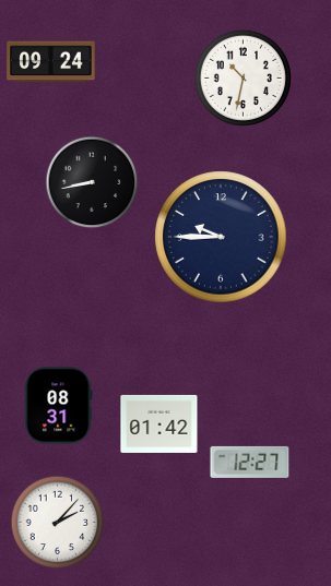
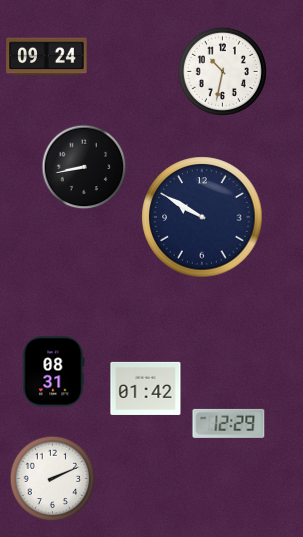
clock at (221, 237): 9:45 -> 9:50
clock at (250, 462): 12:27 -> 12:29
clock at (58, 523): 2:07 -> 2:11
